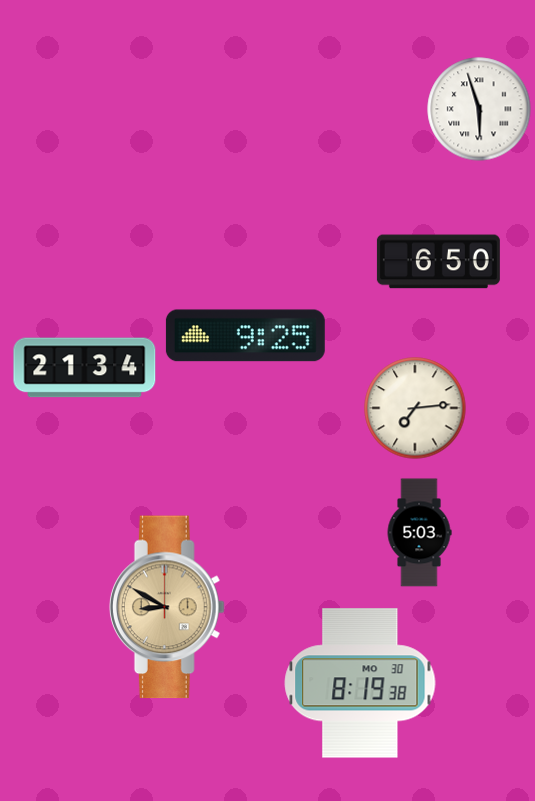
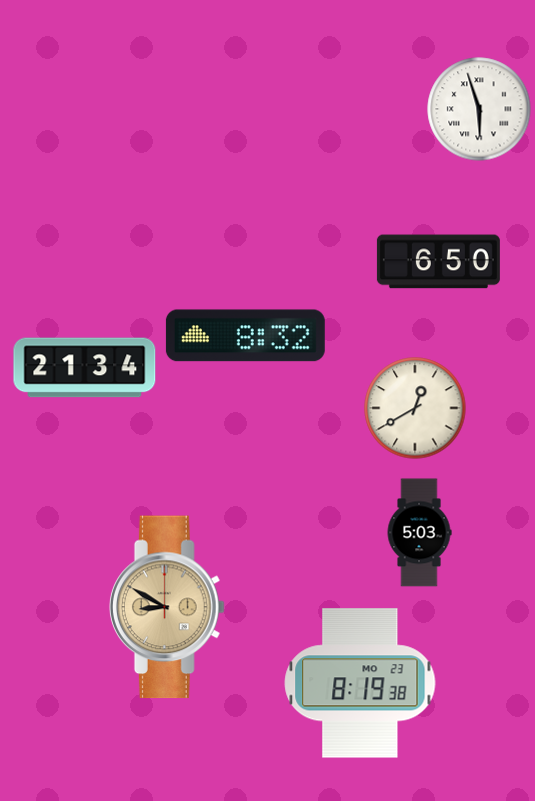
clock at (245, 336): 9:25 -> 8:32
clock at (415, 408): 7:14 -> 12:40
clock at (360, 683) date: MO 30 -> MO 23
